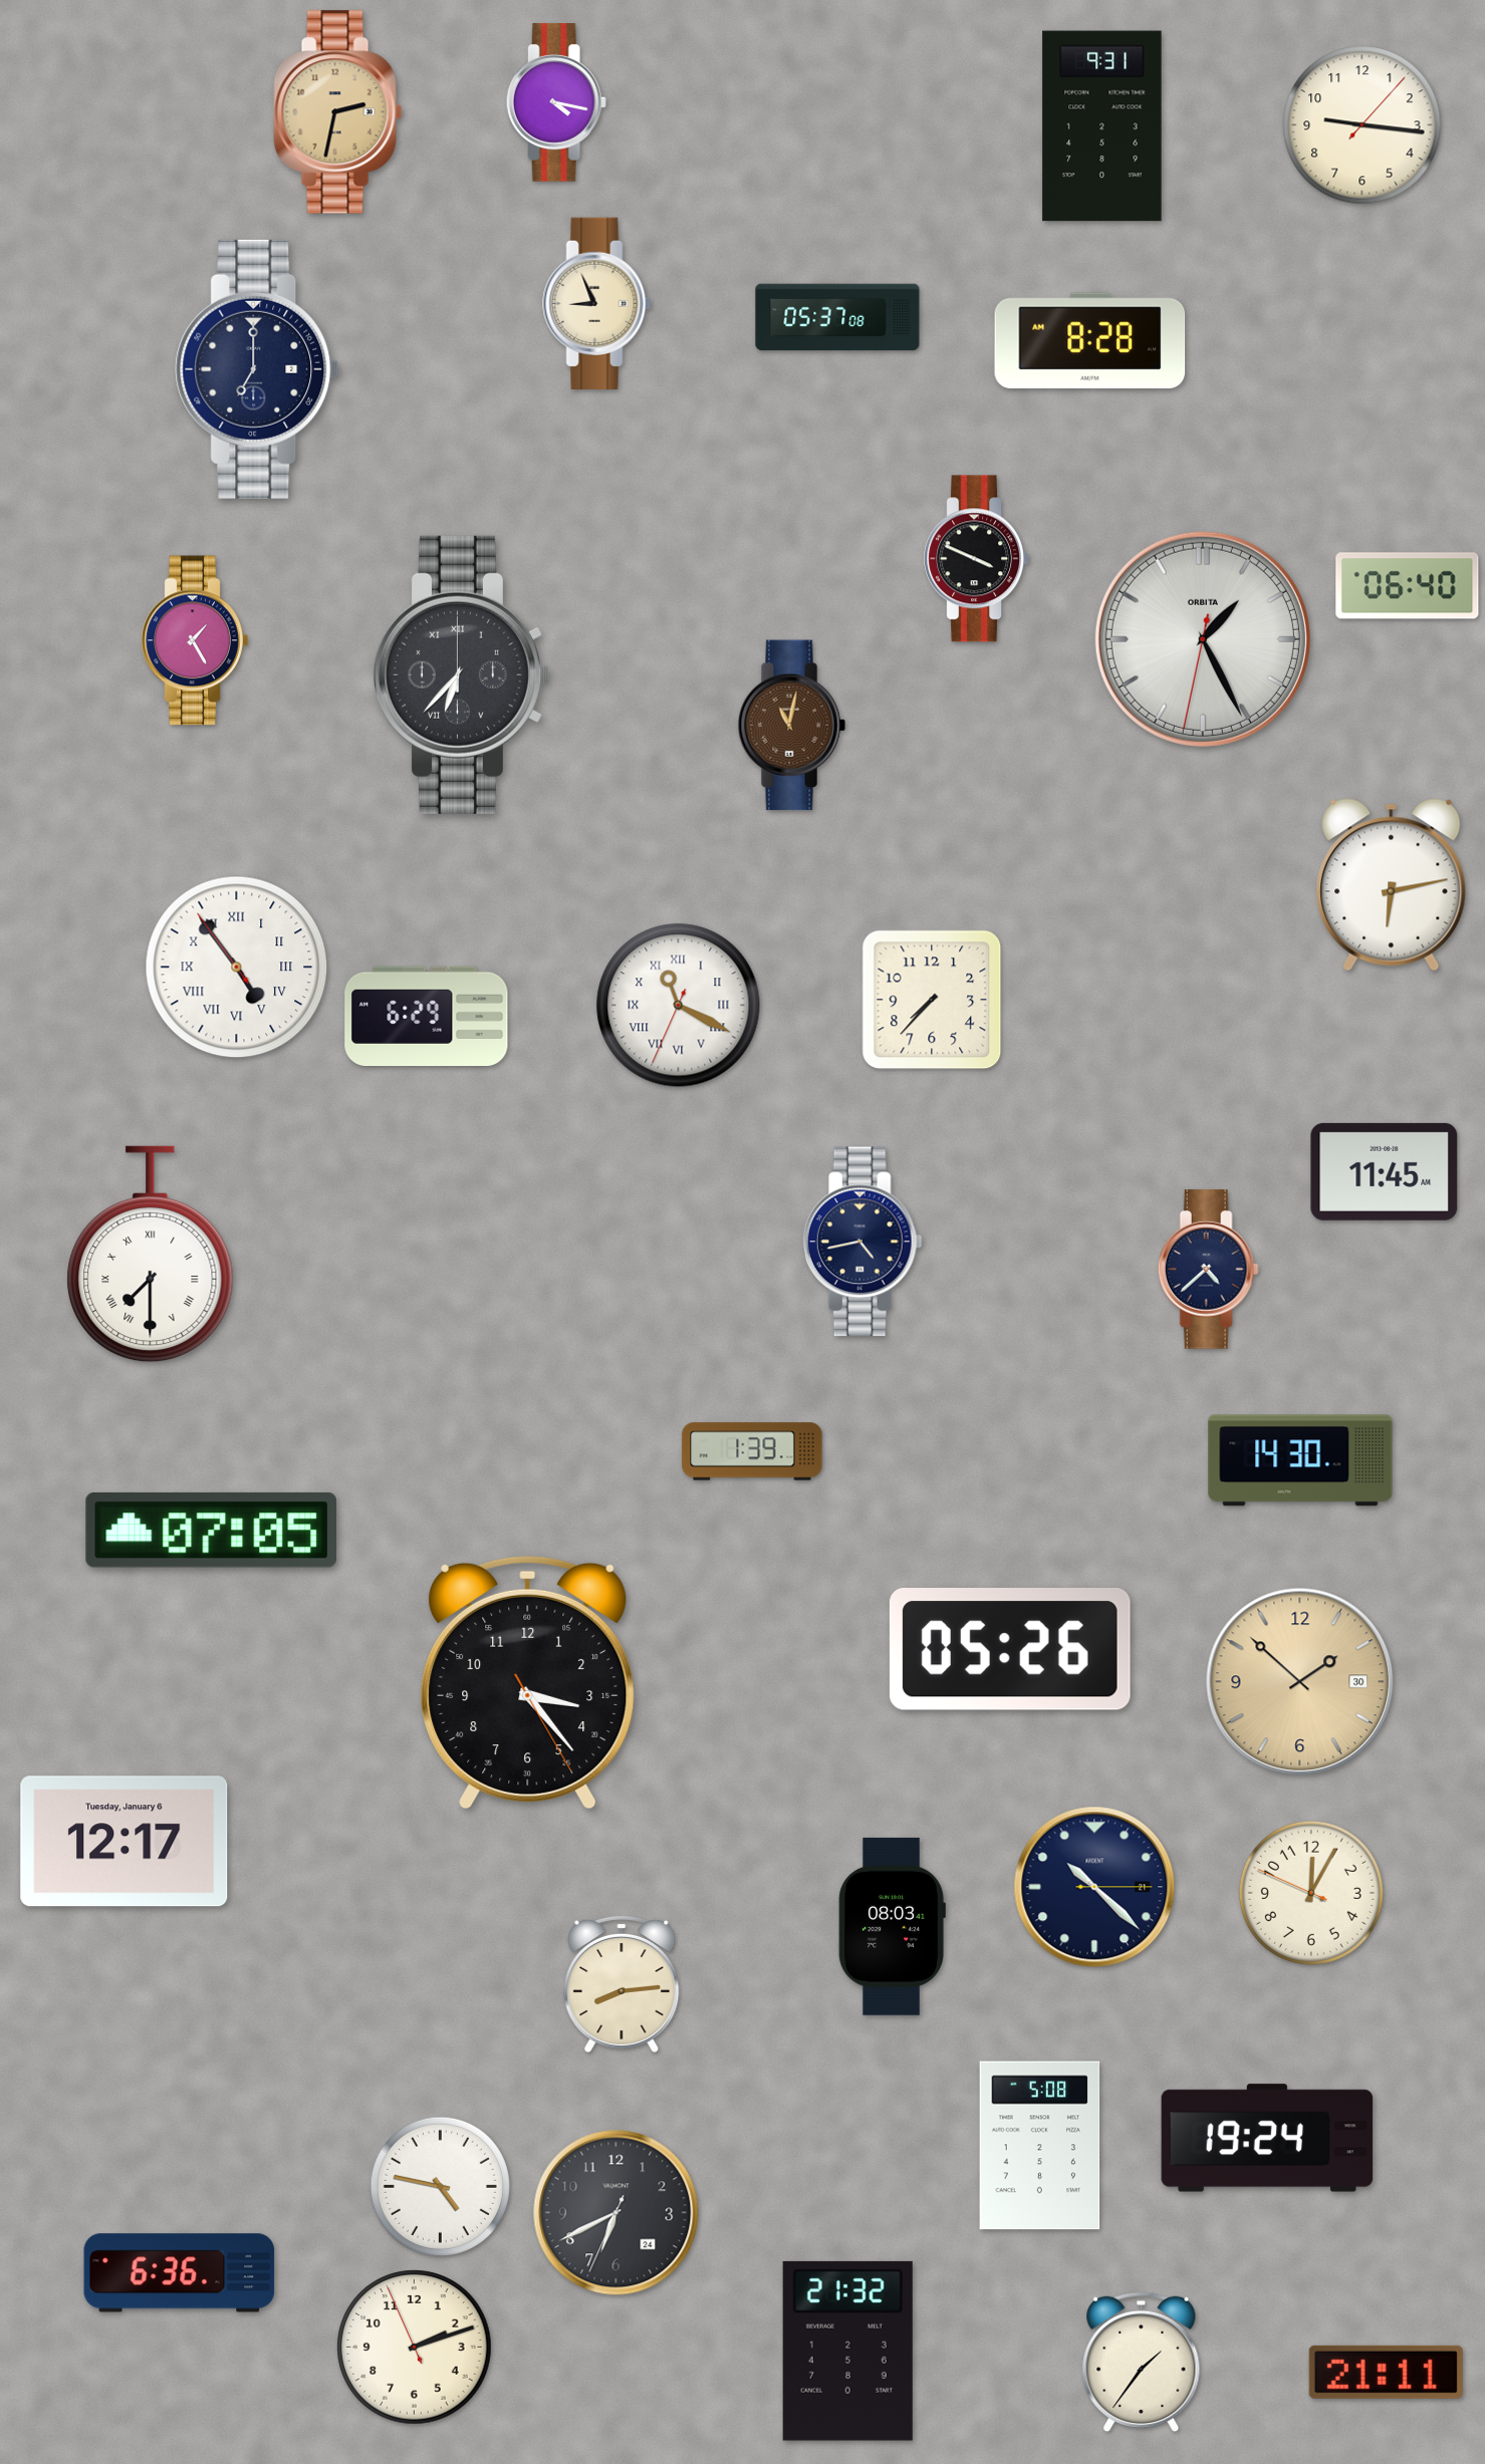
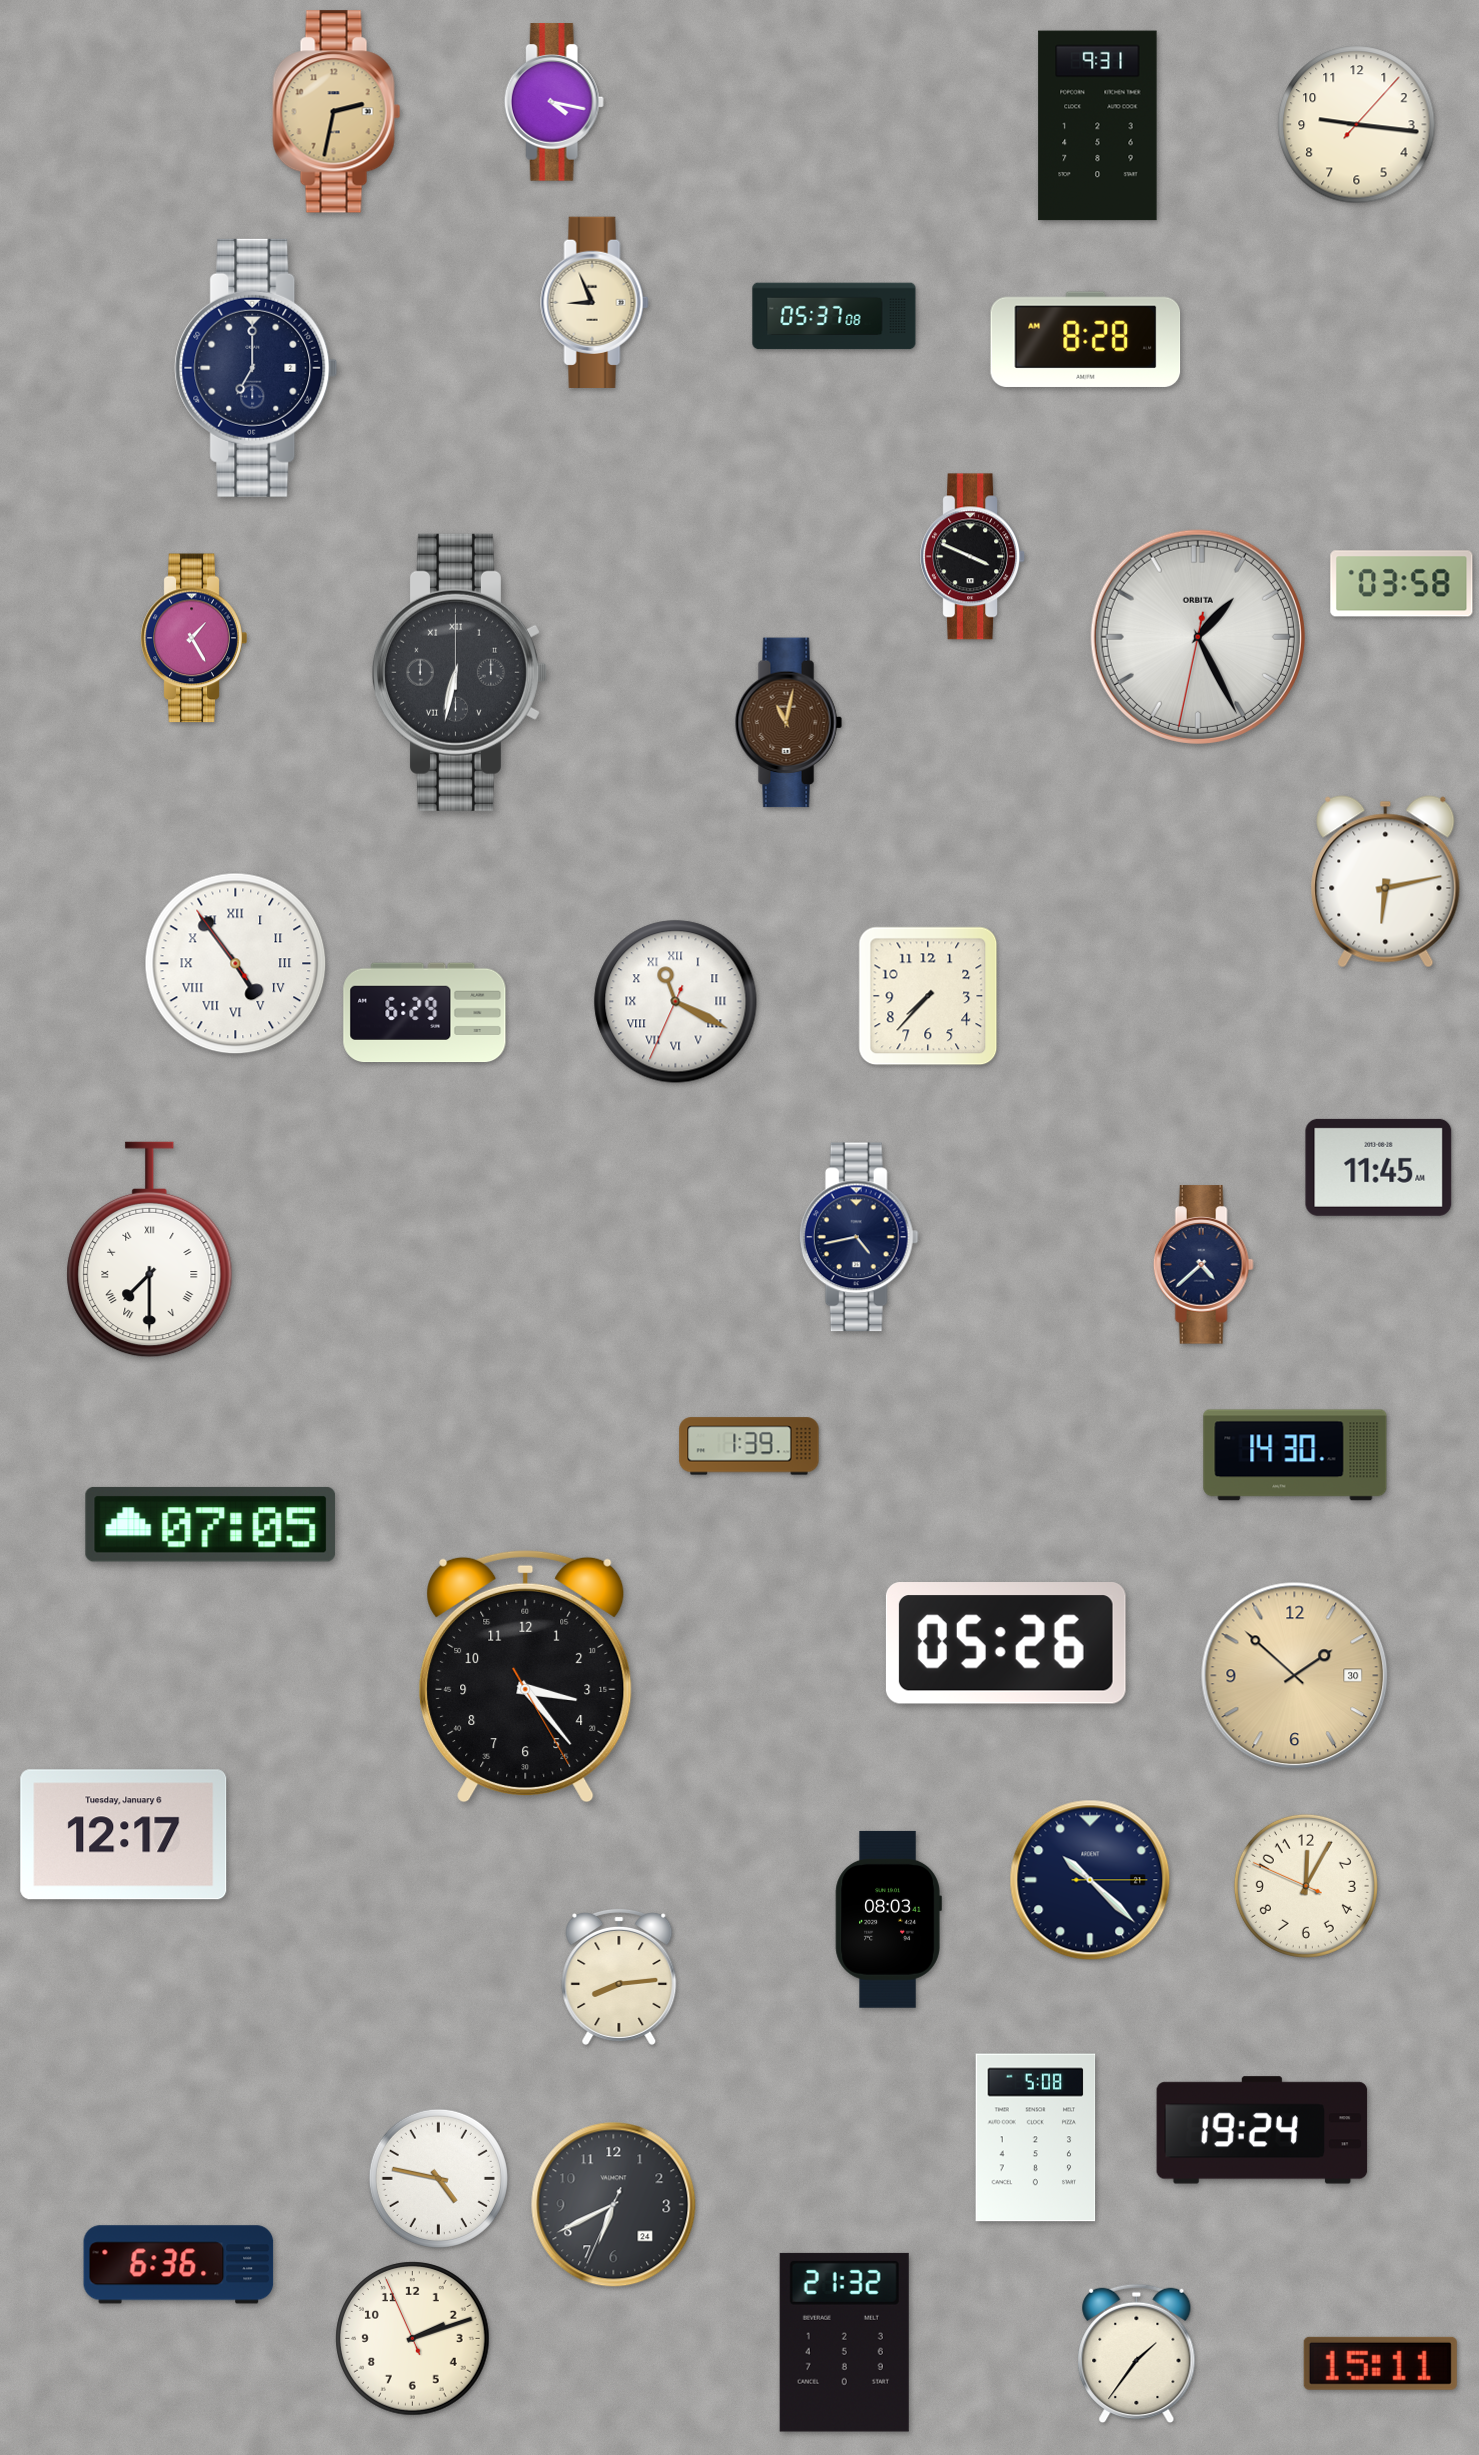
clock at (1408, 586): 06:40 -> 03:58
clock at (461, 674): 6:37 -> 6:32
clock at (1386, 2372): 21:11 -> 15:11
